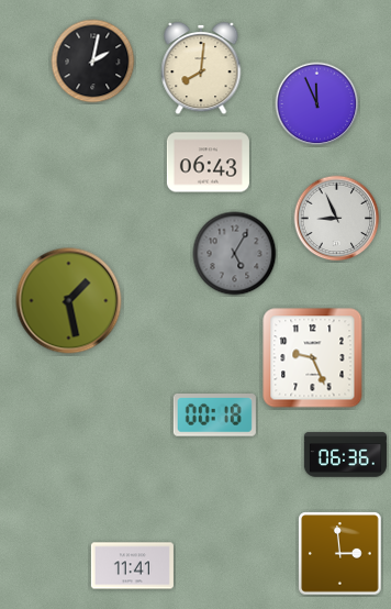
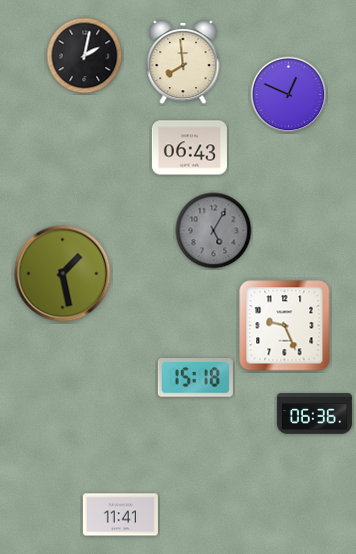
clock at (201, 68): 8:01 -> 7:59
clock at (317, 104): 11:56 -> 12:49
clock at (337, 219): 8:56 -> none
clock at (214, 416): 00:18 -> 15:18
clock at (340, 554): 2:59 -> none
